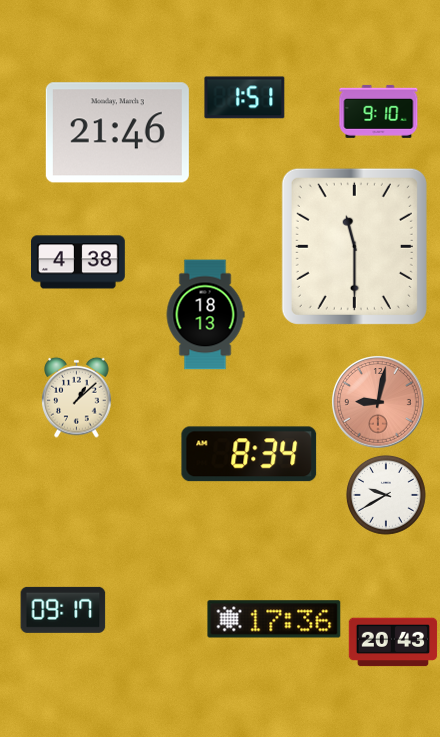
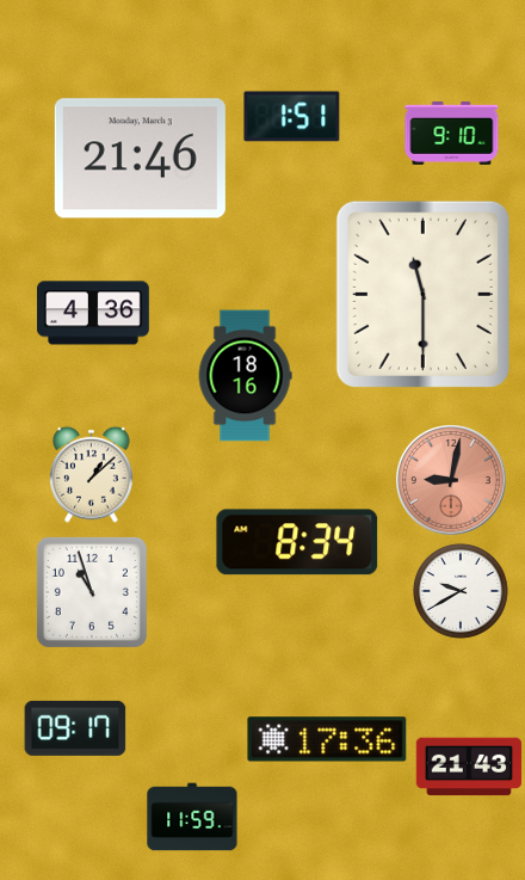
clock at (79, 262): 4:38 -> 4:36
clock at (205, 315): 18:13 -> 18:16
clock at (92, 592): none -> 10:57
clock at (393, 642): 20:43 -> 21:43
clock at (192, 817): none -> 11:59
